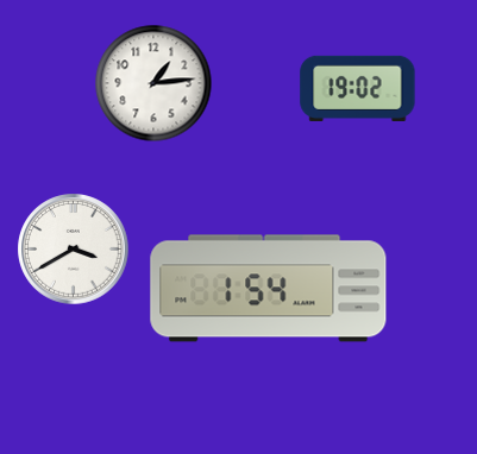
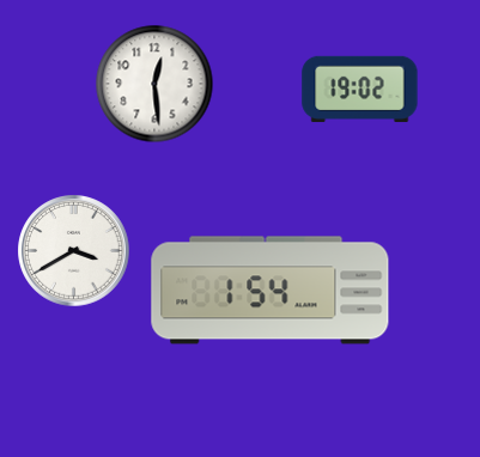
clock at (153, 83): 1:14 -> 12:29
